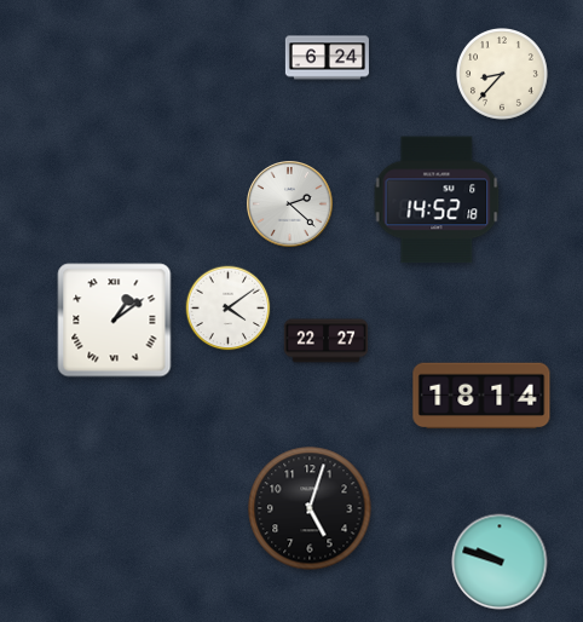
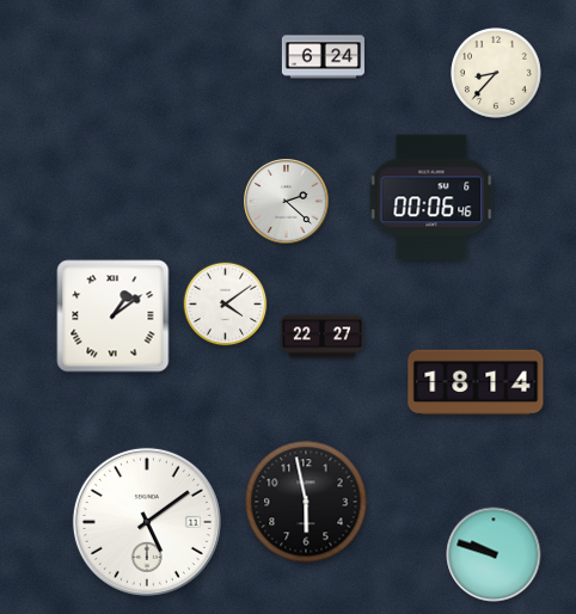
clock at (437, 200): 14:52 -> 00:06
clock at (481, 396) position: (481, 396) -> (476, 382)
clock at (310, 508): 5:03 -> 5:58
clock at (147, 522): none -> 5:09
